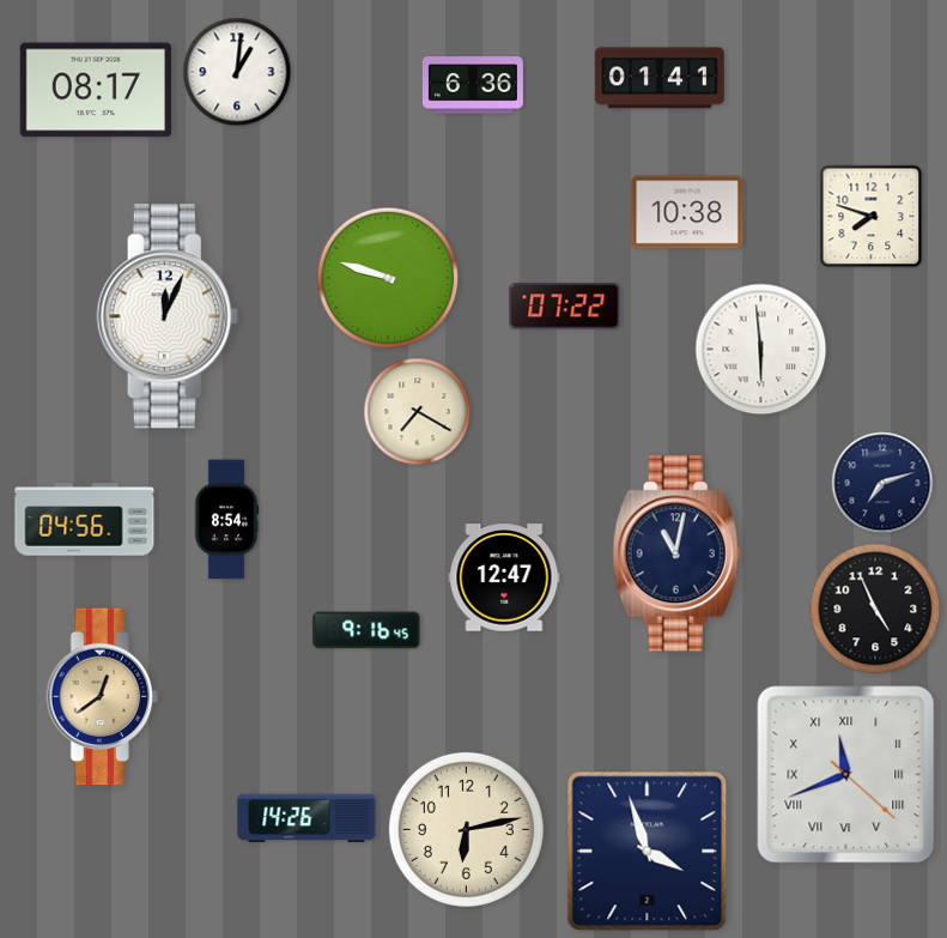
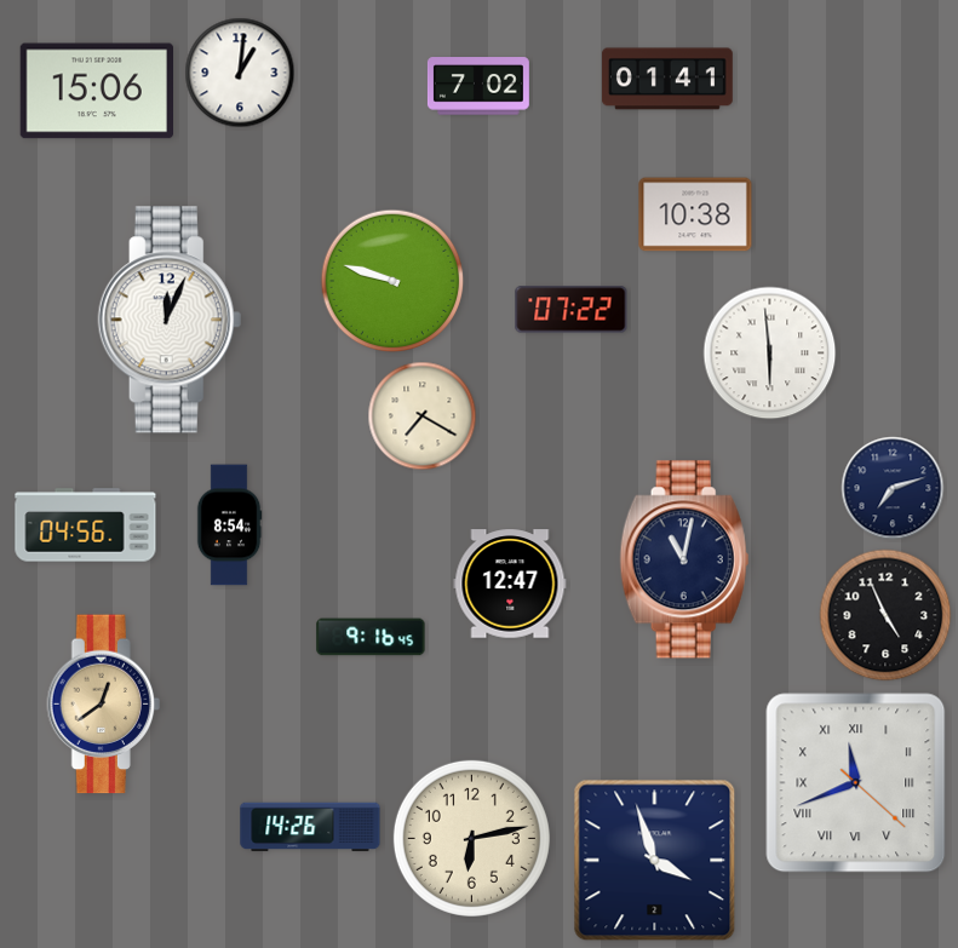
clock at (473, 85): 6:36 -> 7:02
clock at (95, 90): 08:17 -> 15:06
clock at (872, 217): 7:48 -> none
